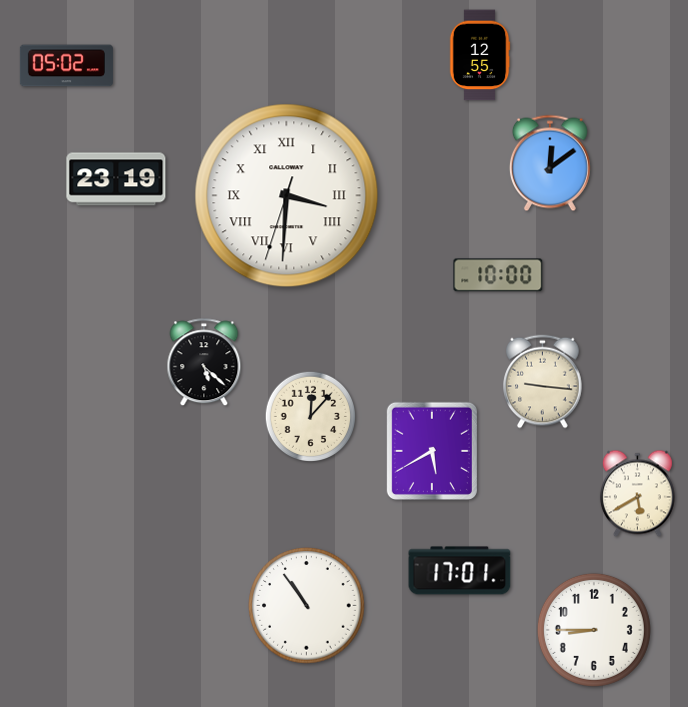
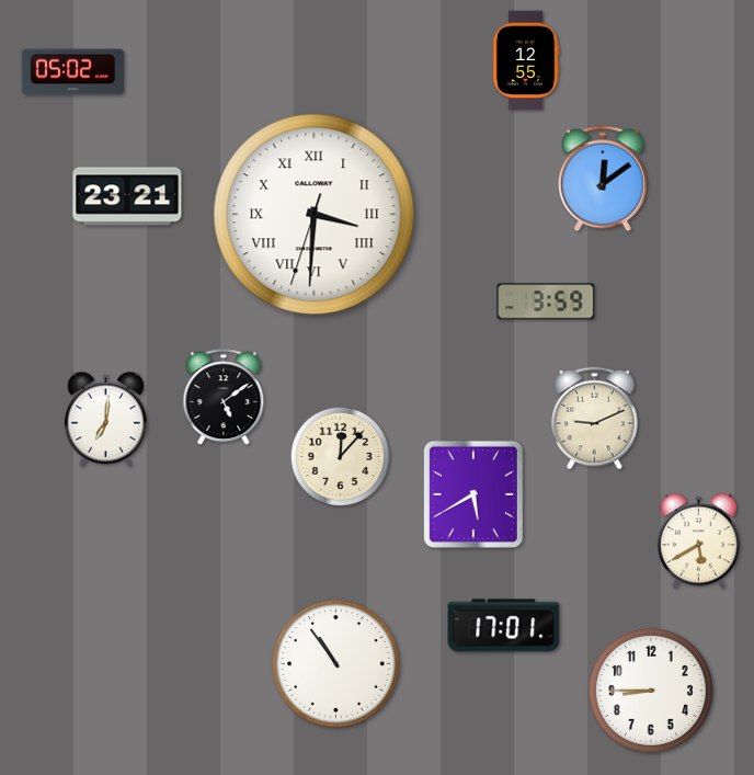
clock at (116, 179): 23:19 -> 23:21
clock at (498, 275): 10:00 -> 3:59
clock at (204, 363): 5:22 -> 5:09
clock at (543, 382): 9:16 -> 9:11
clock at (105, 420): none -> 7:01
